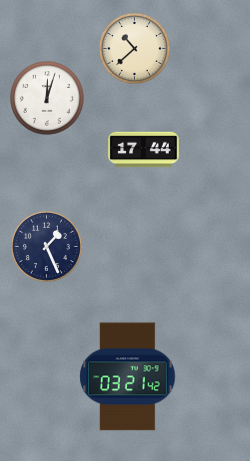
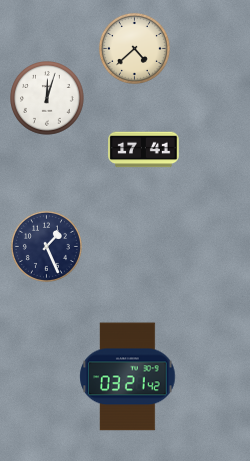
clock at (134, 48): 10:38 -> 4:38
clock at (144, 150): 17:44 -> 17:41
